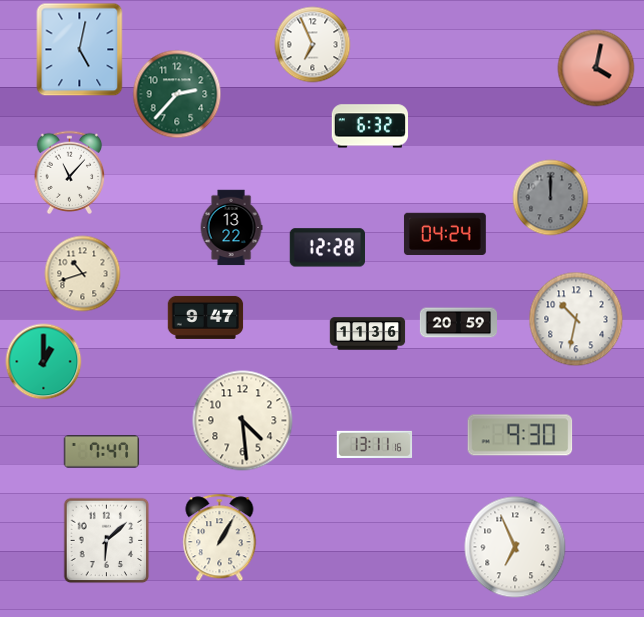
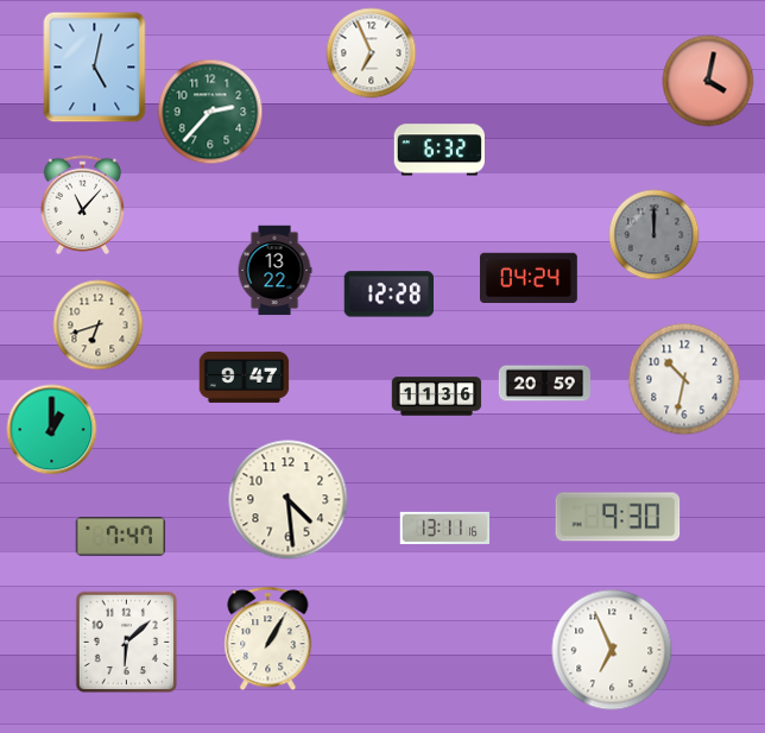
clock at (80, 50) position: (80, 50) -> (95, 68)
clock at (83, 274): 10:42 -> 6:42
clock at (220, 538) position: (220, 538) -> (268, 639)
